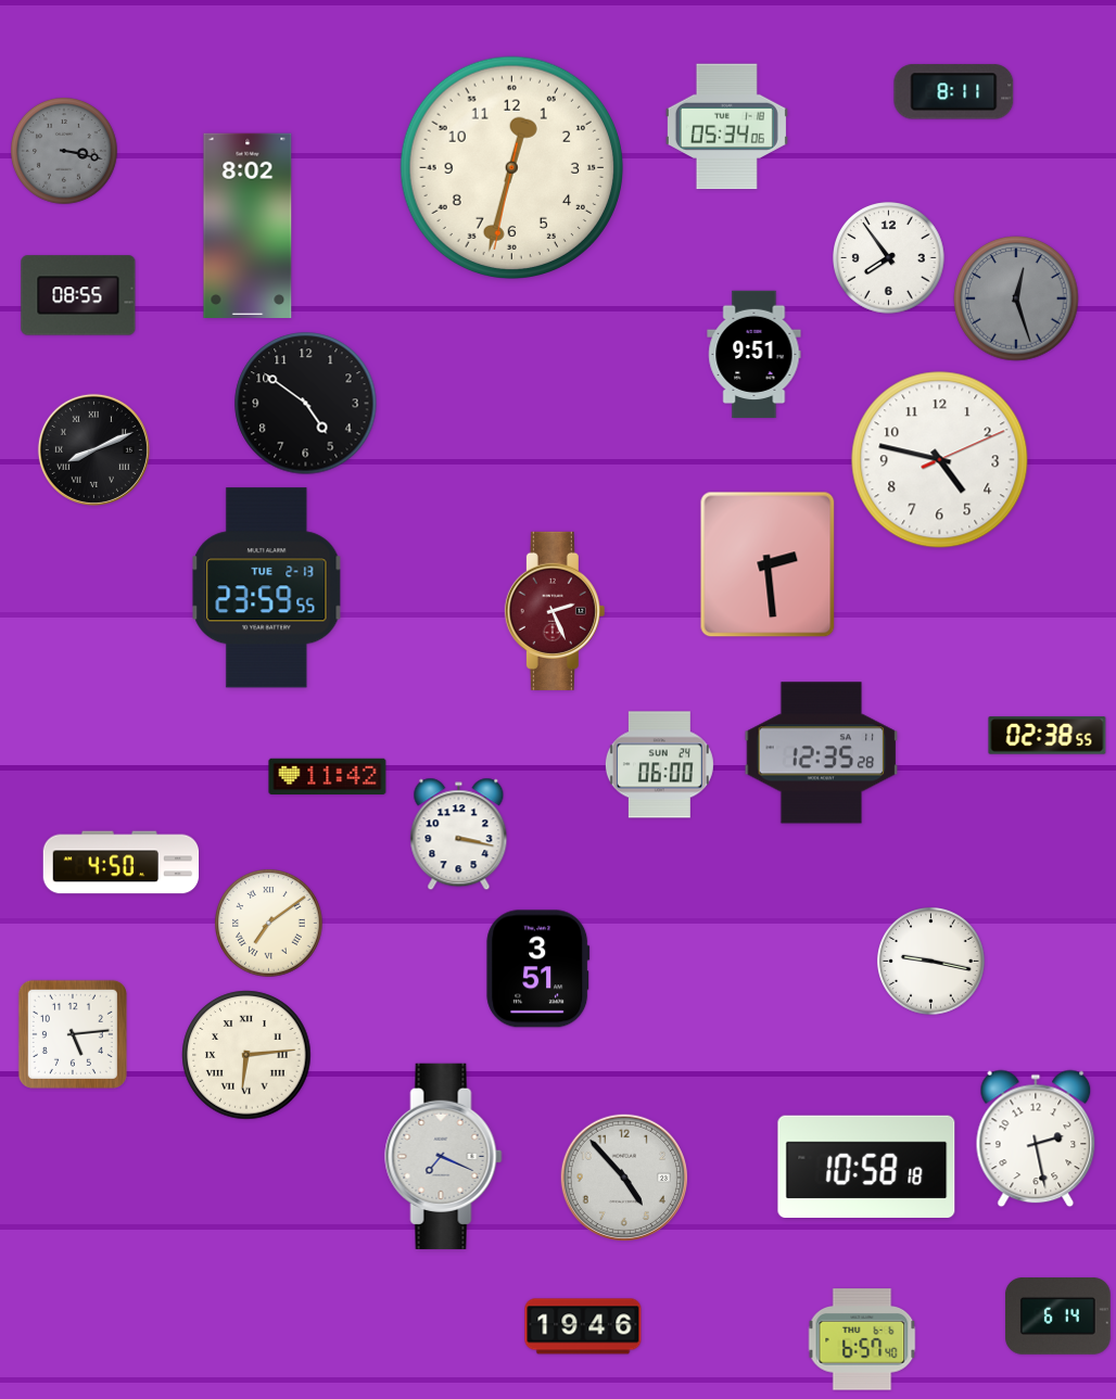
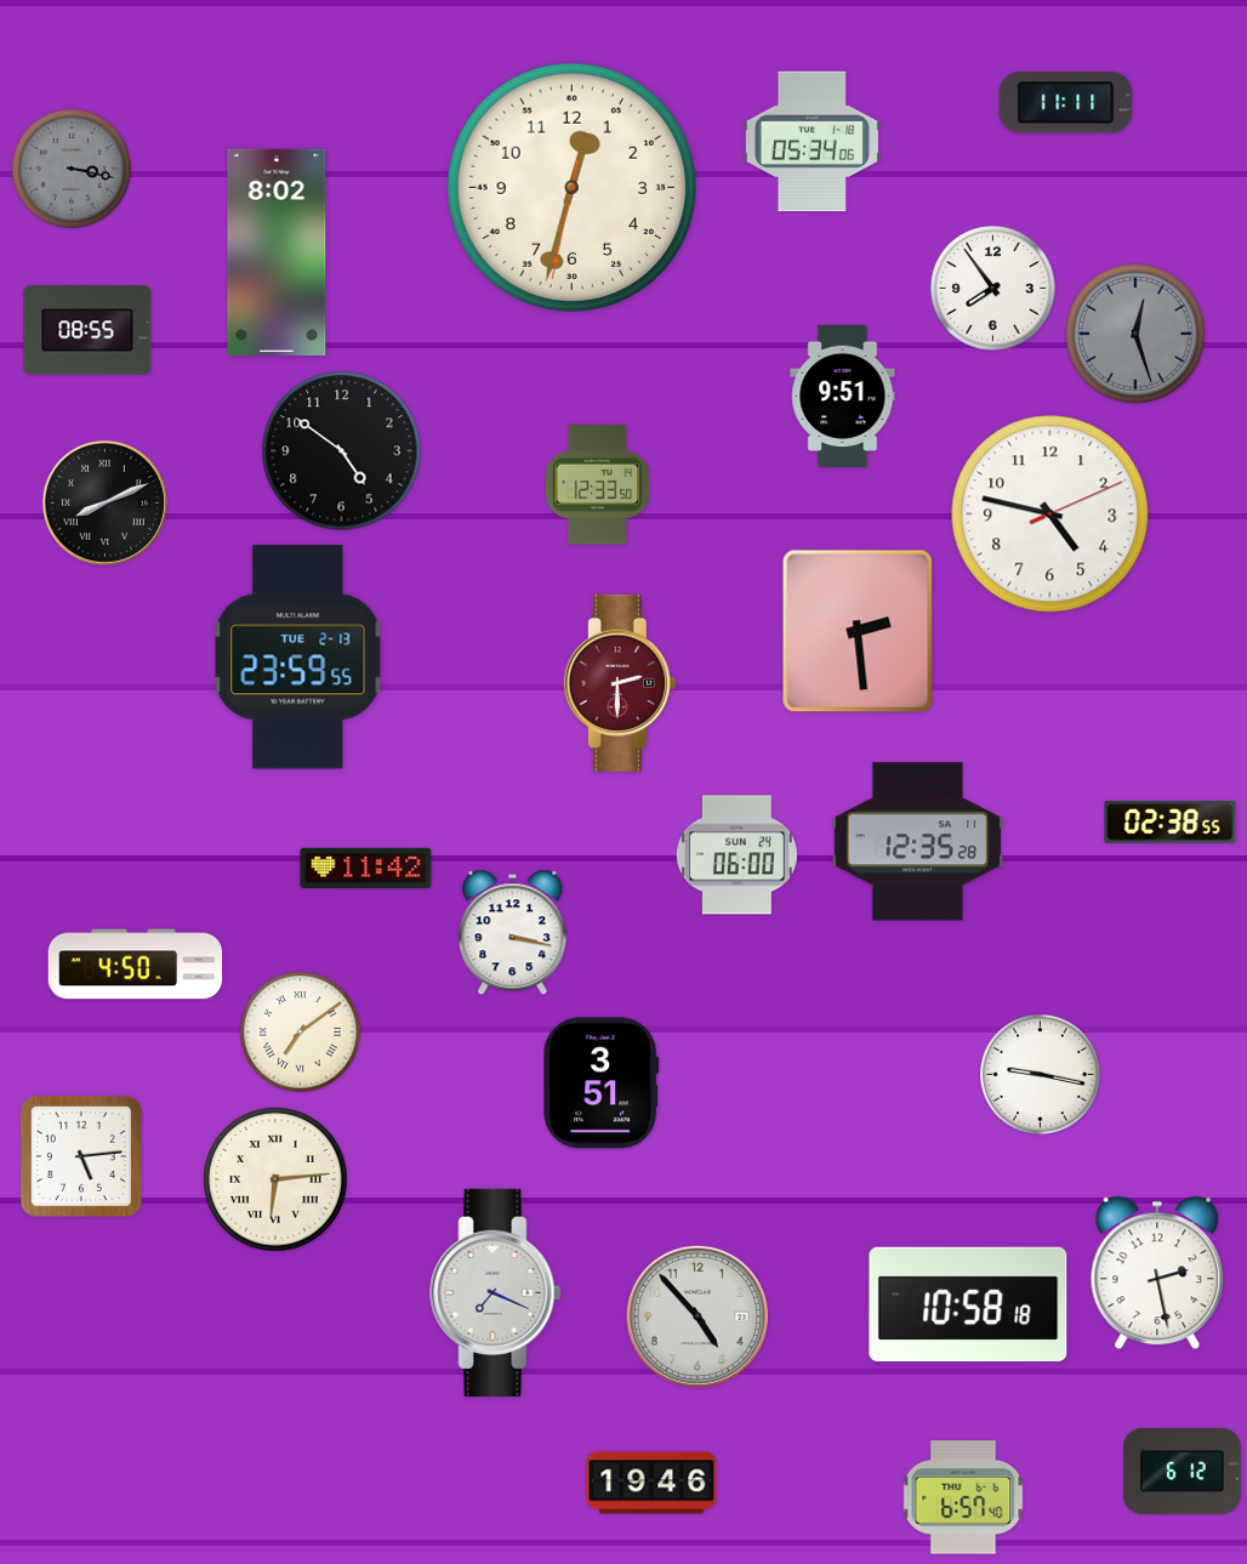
clock at (954, 92): 8:11 -> 11:11
clock at (598, 485): none -> 12:33
clock at (555, 611): 2:26 -> 2:30
clock at (1058, 1317): 6:14 -> 6:12
